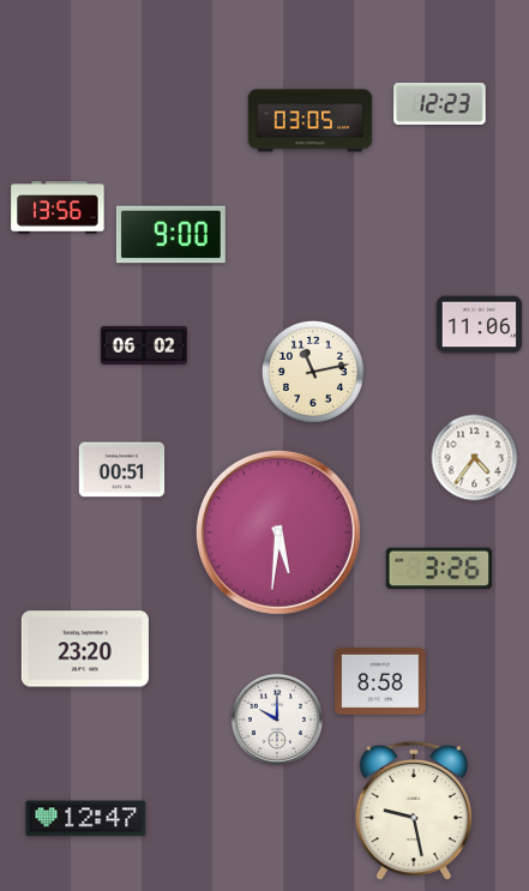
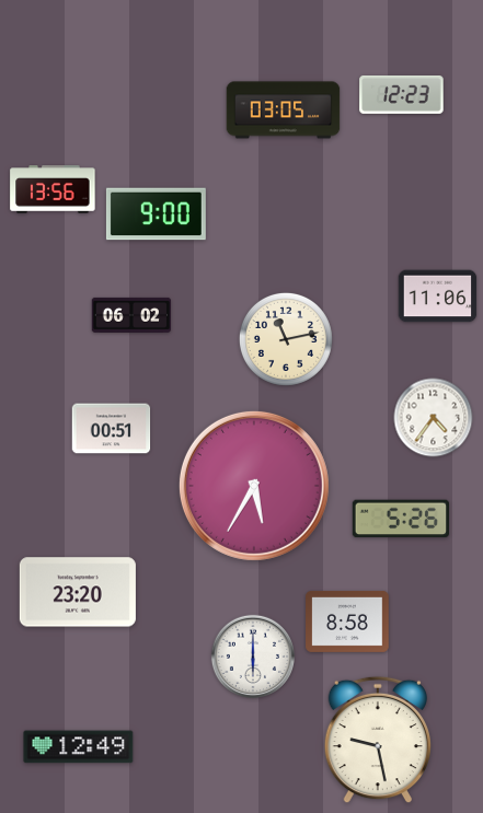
clock at (278, 532): 5:31 -> 5:35
clock at (438, 568): 3:26 -> 5:26
clock at (276, 718): 10:00 -> 6:00
clock at (86, 819): 12:47 -> 12:49
